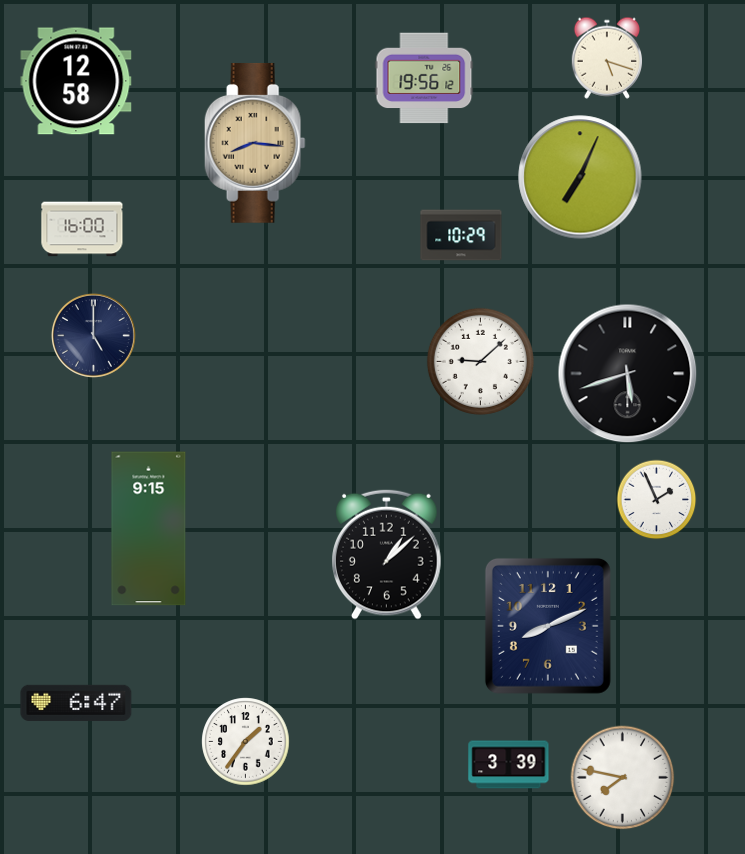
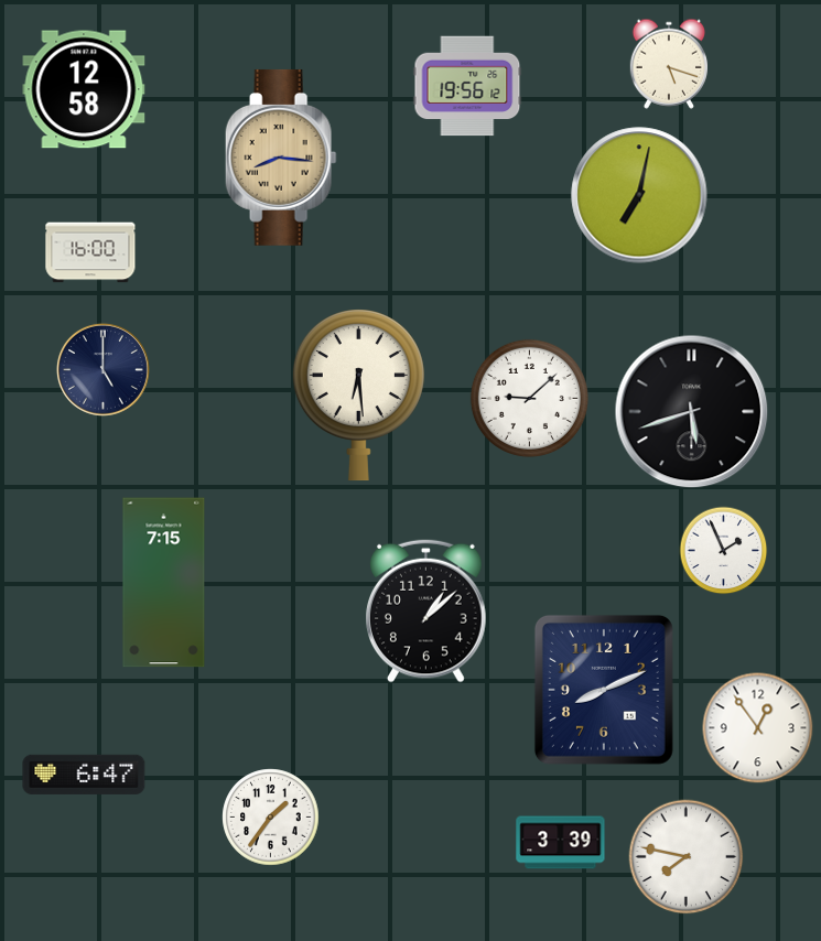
clock at (580, 177): 7:04 -> 7:02
clock at (461, 235): 10:29 -> none
clock at (358, 396): none -> 6:29
clock at (149, 529): 9:15 -> 7:15
clock at (758, 728): none -> 12:54
